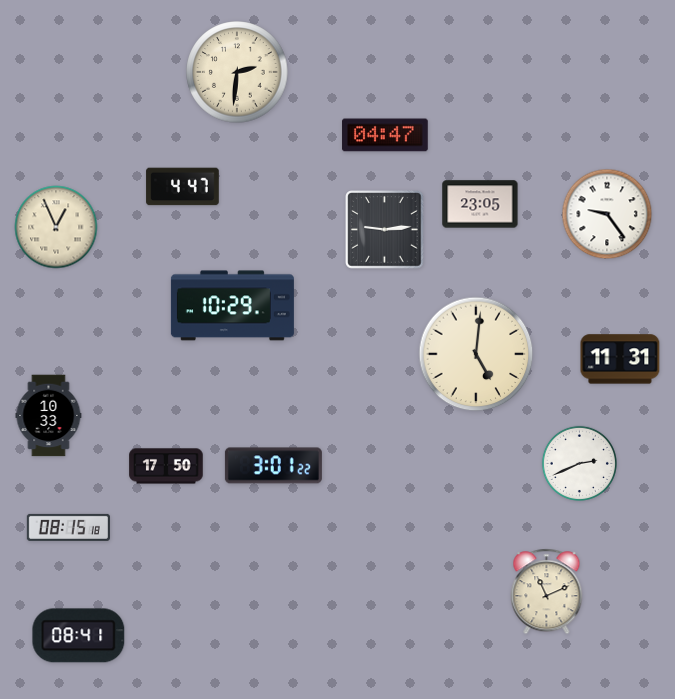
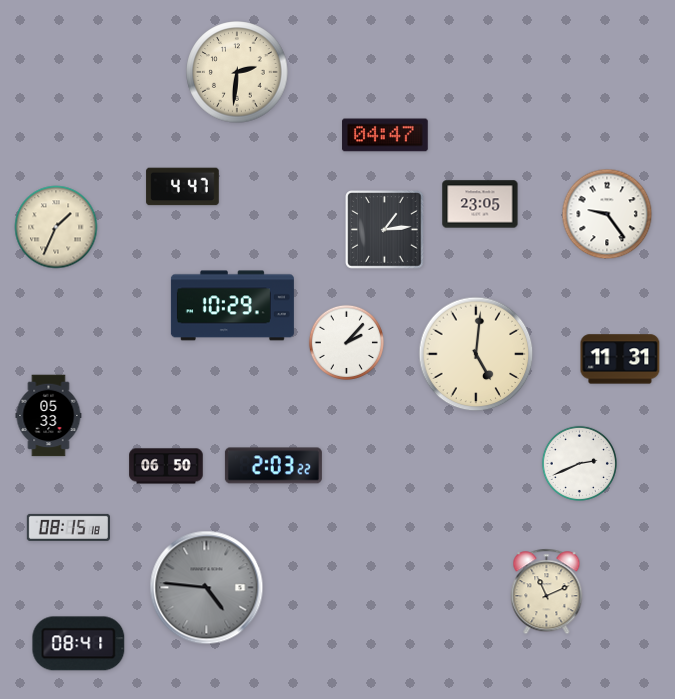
clock at (56, 227): 12:56 -> 1:34
clock at (385, 230): 9:14 -> 1:14
clock at (346, 342): none -> 2:07
clock at (49, 416): 10:33 -> 05:33
clock at (166, 466): 17:50 -> 06:50
clock at (273, 466): 3:01 -> 2:03
clock at (207, 588): none -> 4:46
clock at (79, 636) position: (79, 636) -> (79, 644)
